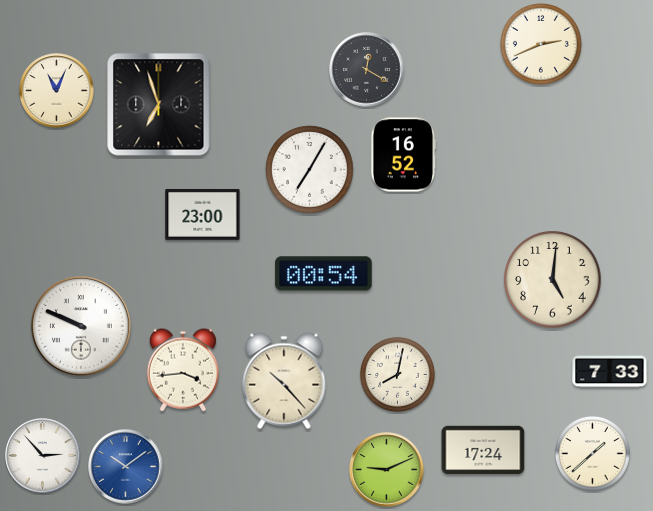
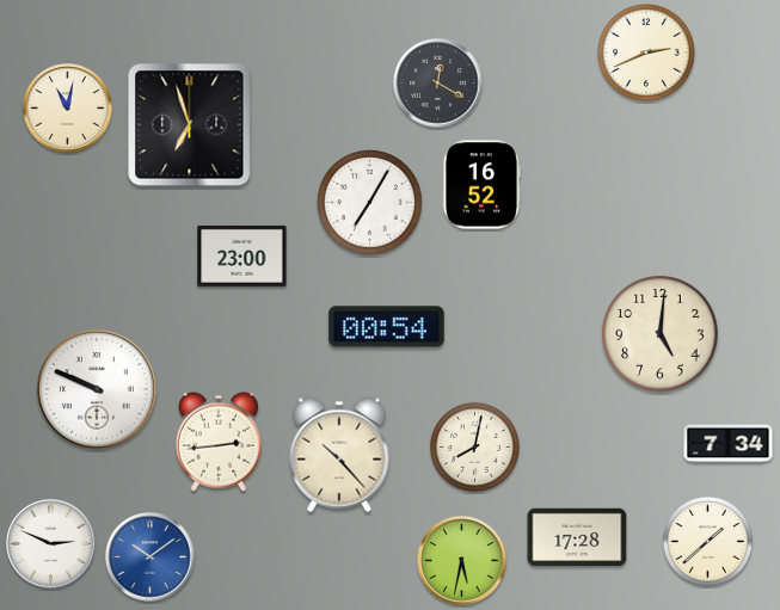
clock at (57, 91): 11:04 -> 11:02
clock at (183, 370): 3:44 -> 2:44
clock at (610, 372): 7:33 -> 7:34
clock at (483, 450): 17:24 -> 17:28
clock at (43, 456): 2:53 -> 2:49
clock at (387, 470): 9:11 -> 5:32
